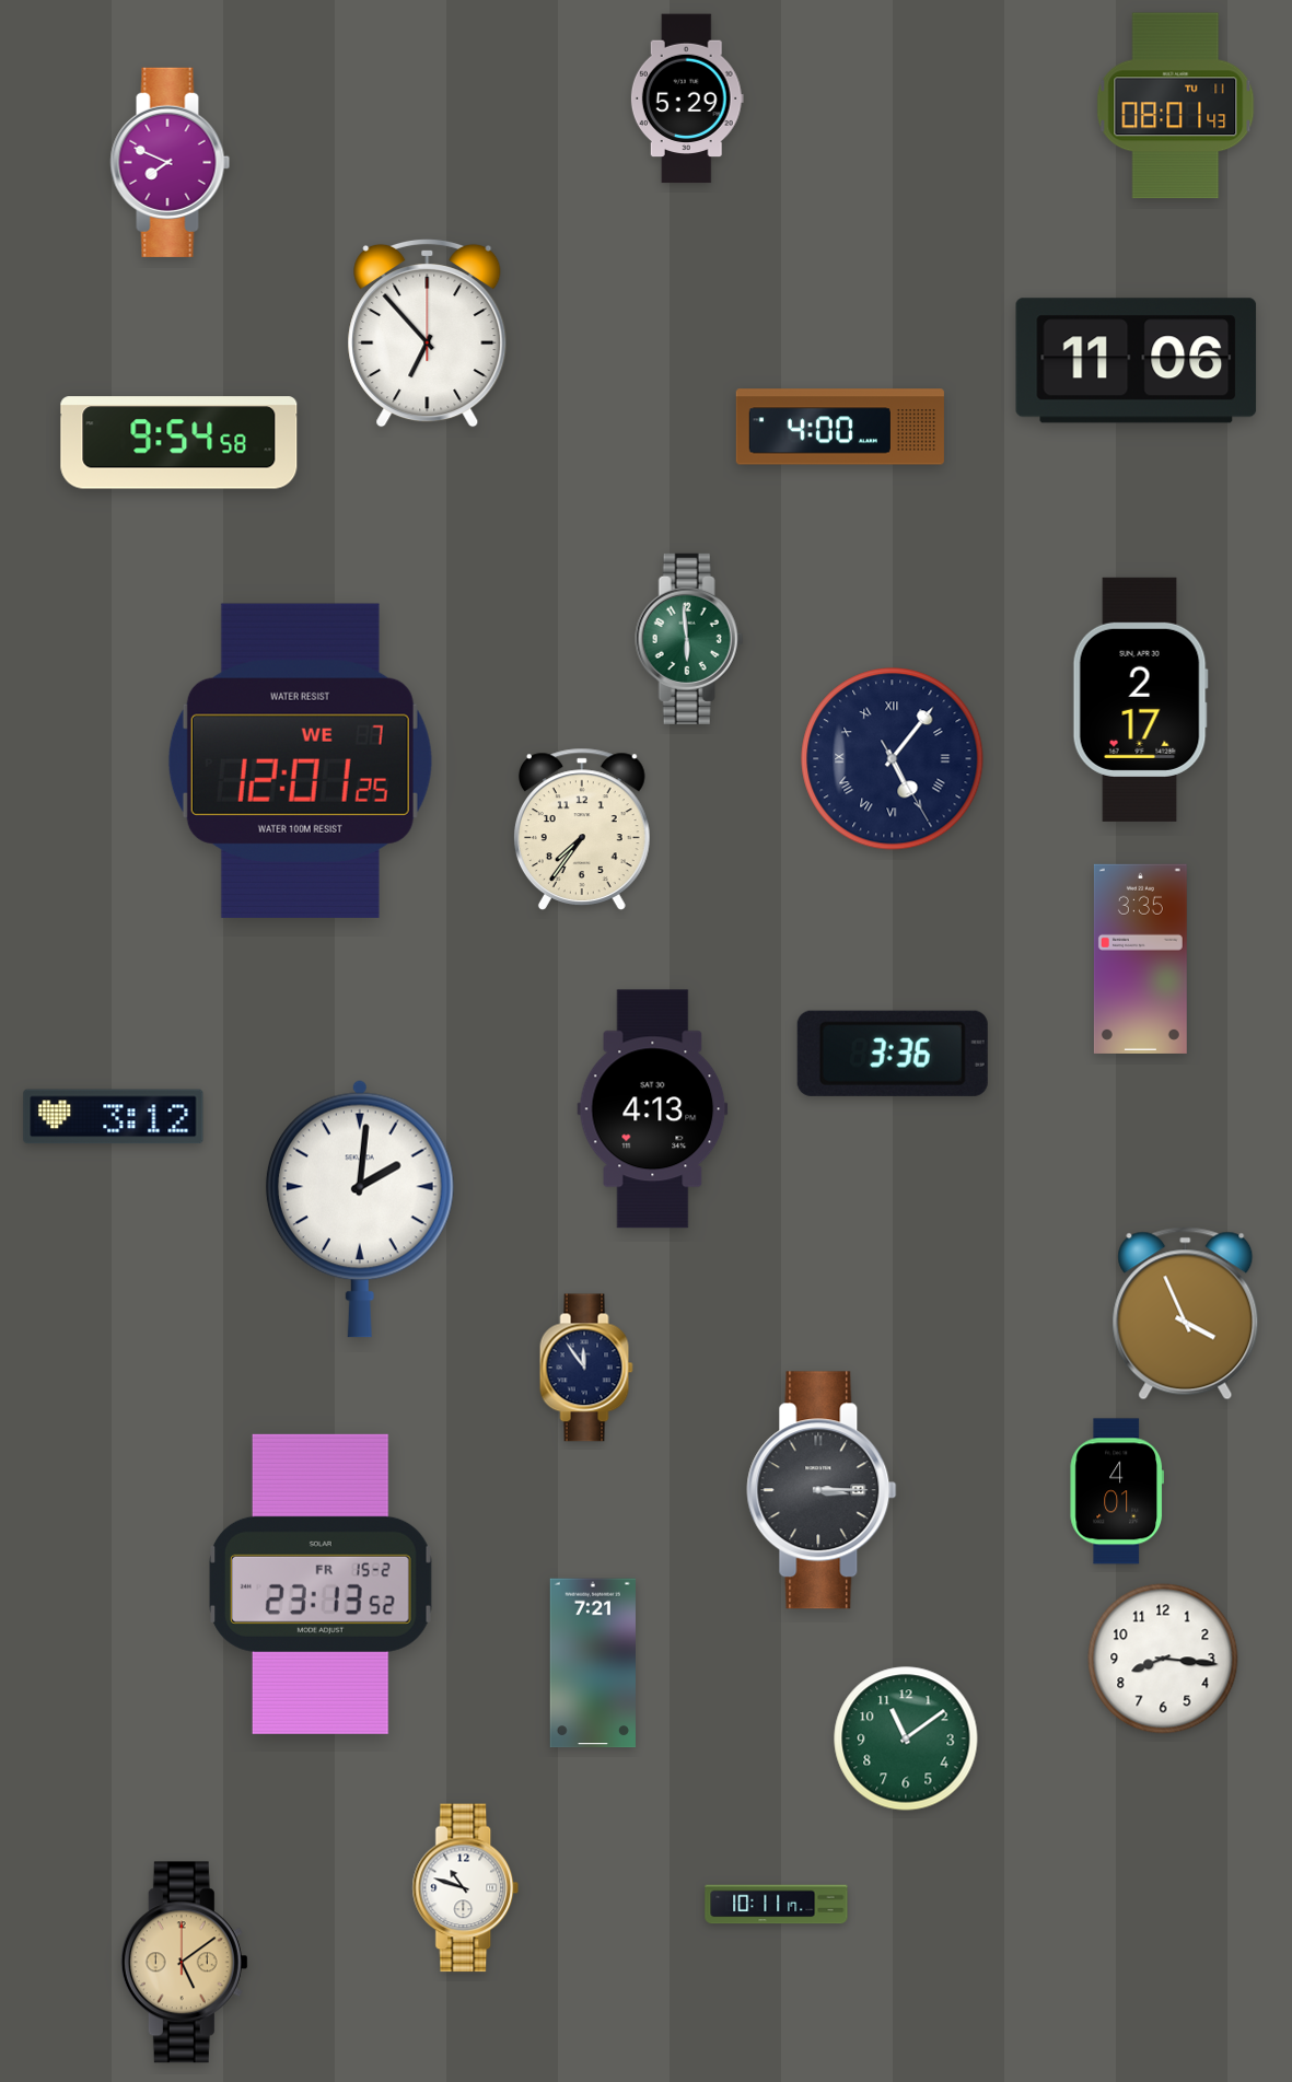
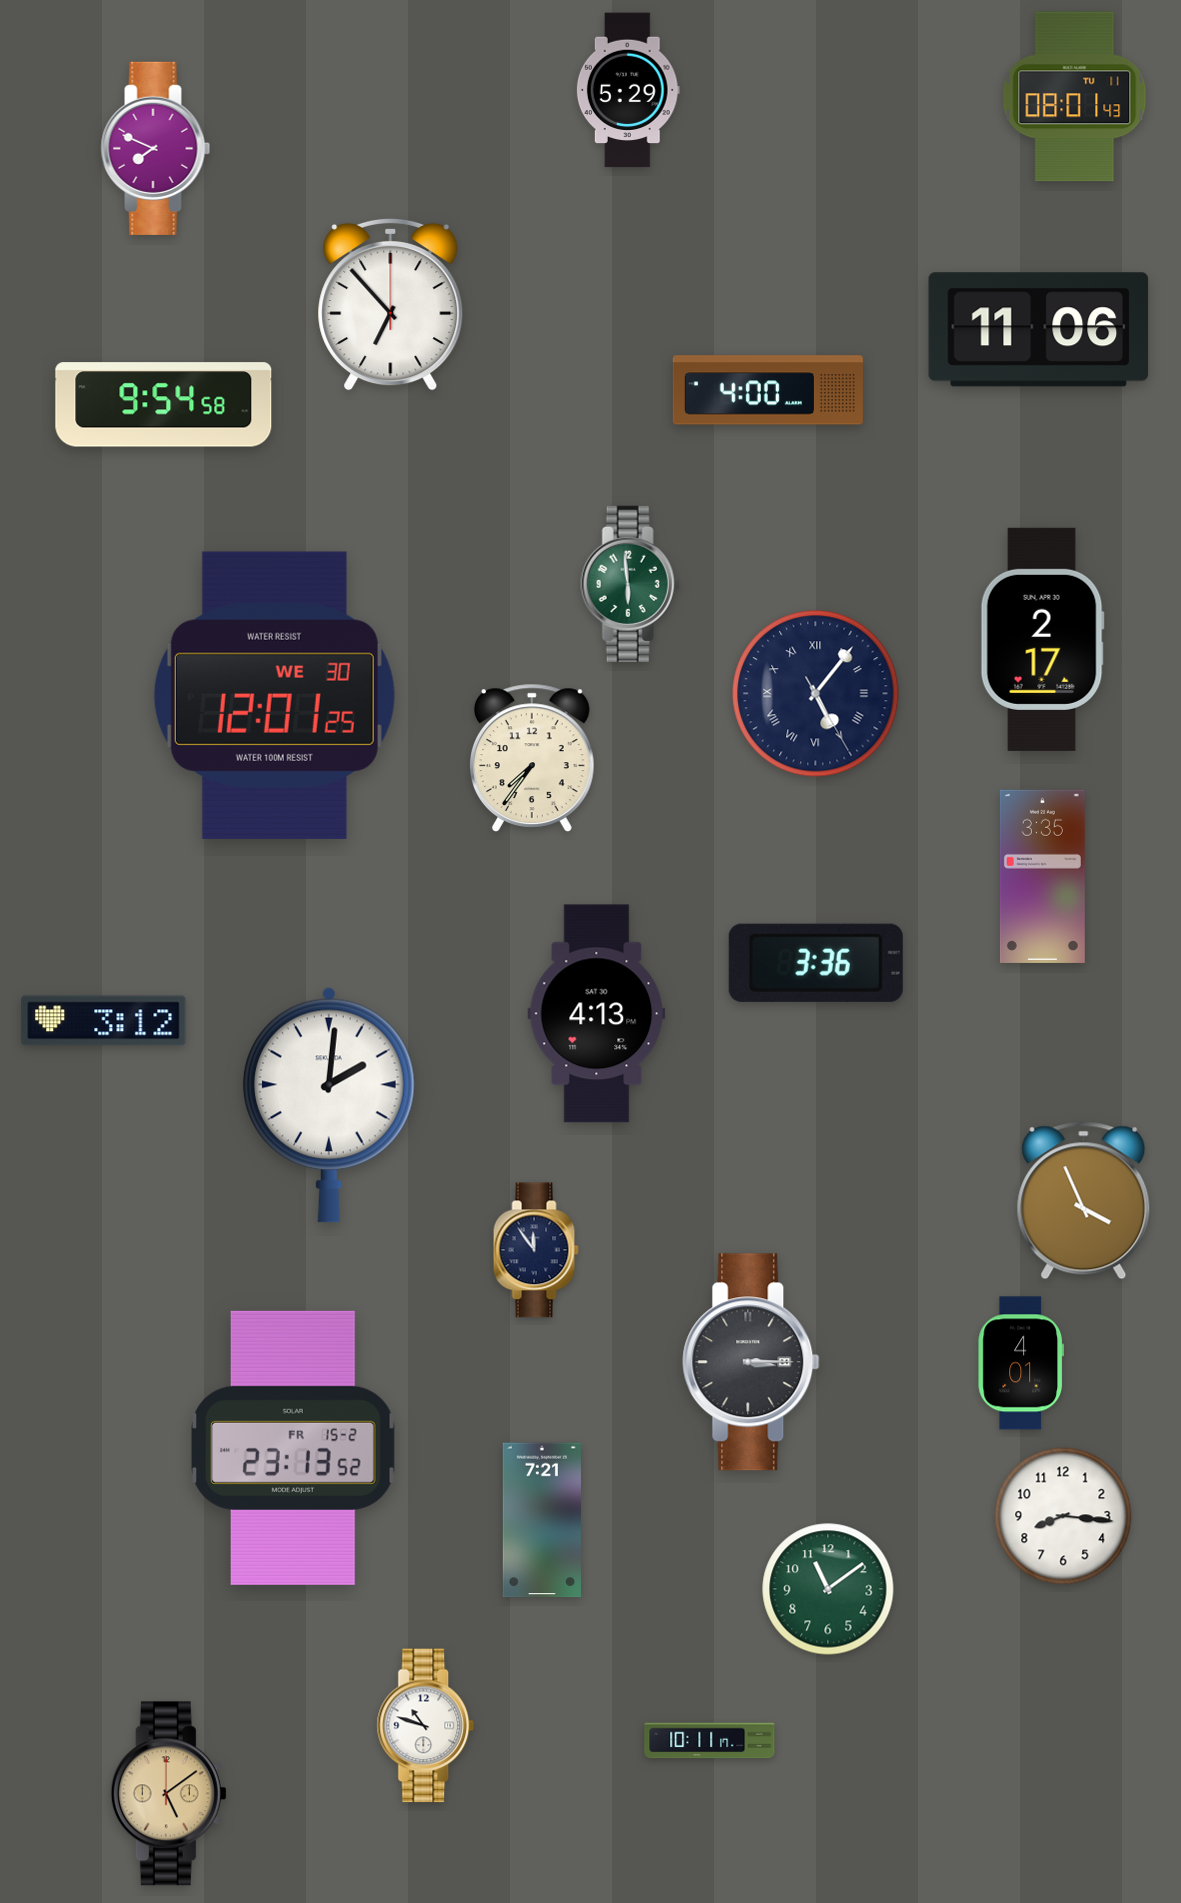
clock at (300, 760) date: WE 7 -> WE 30
